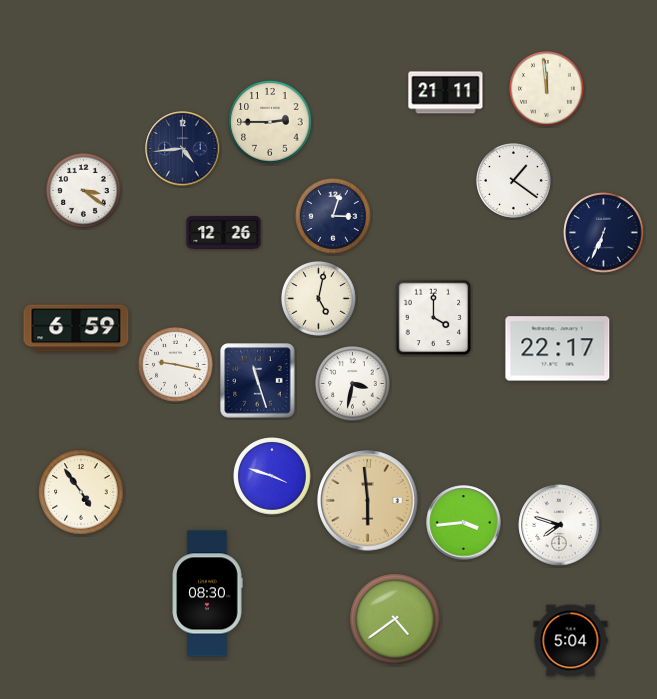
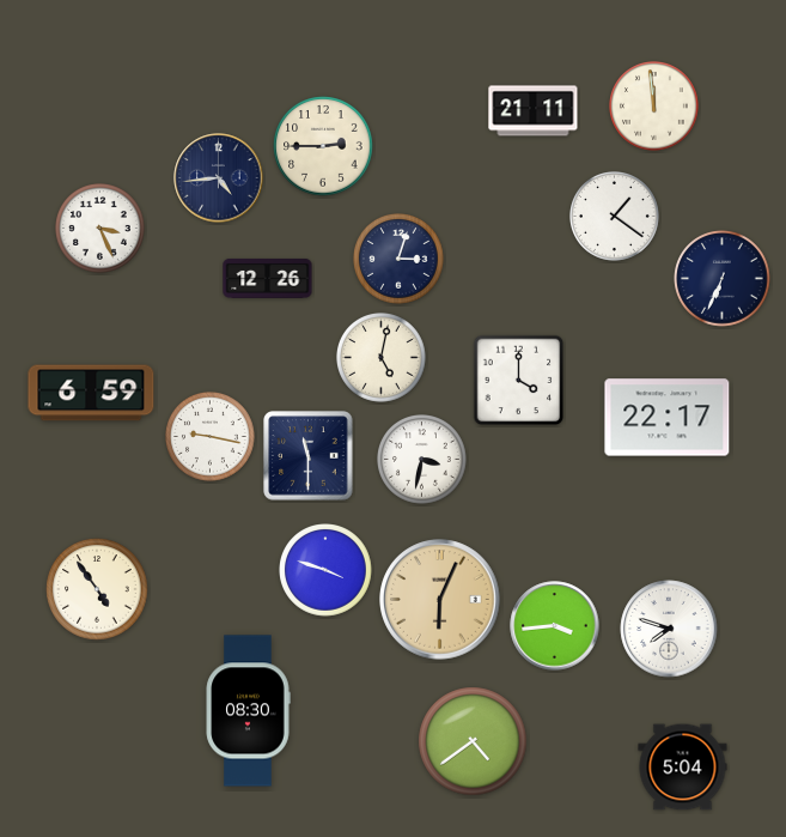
clock at (84, 191): 3:21 -> 3:26
clock at (258, 381): 11:27 -> 11:30
clock at (368, 501): 5:59 -> 6:04
